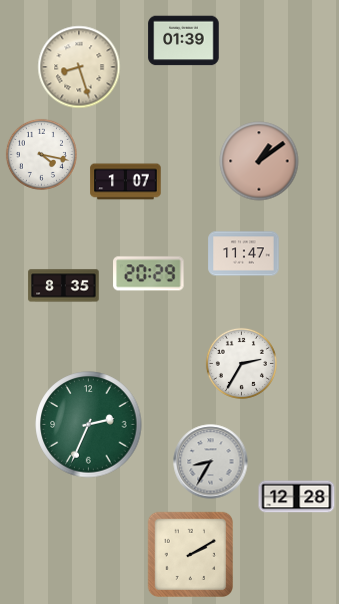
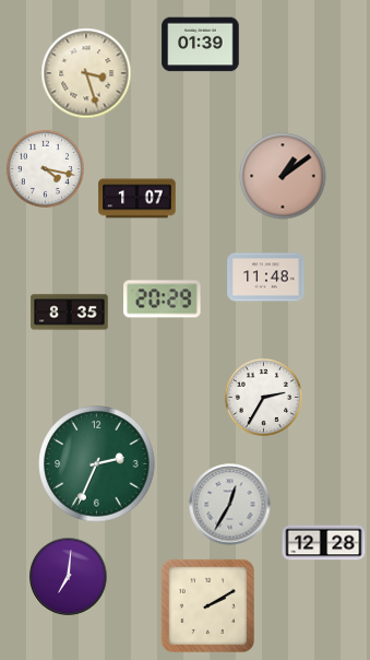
clock at (79, 67): 8:27 -> 3:27
clock at (244, 254): 11:47 -> 11:48
clock at (211, 462): 8:35 -> 12:35
clock at (69, 577): none -> 7:01
